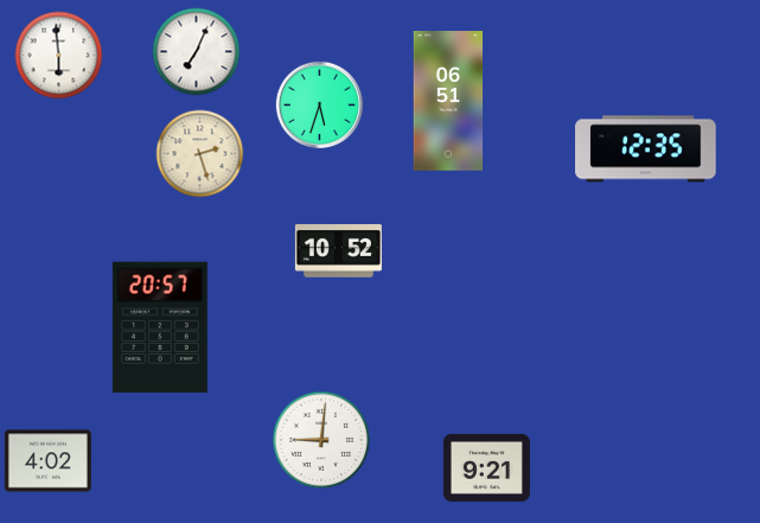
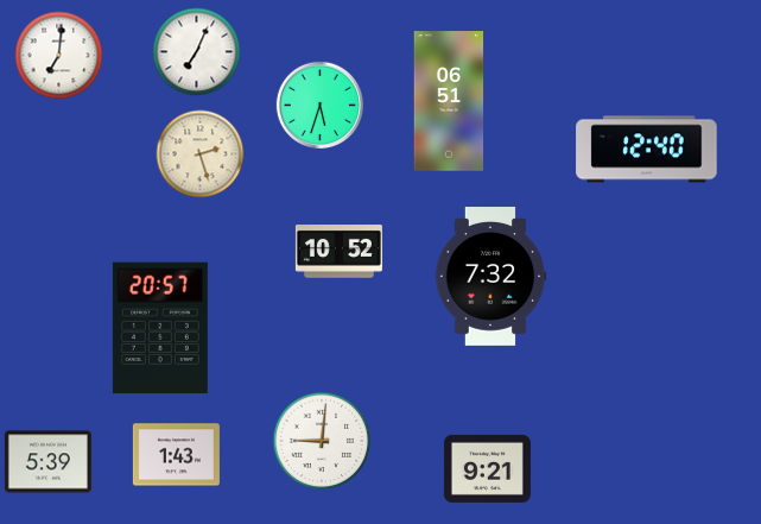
clock at (59, 56): 5:59 -> 7:01
clock at (646, 149): 12:35 -> 12:40
clock at (490, 277): none -> 7:32
clock at (176, 455): none -> 1:43
clock at (47, 461): 4:02 -> 5:39
